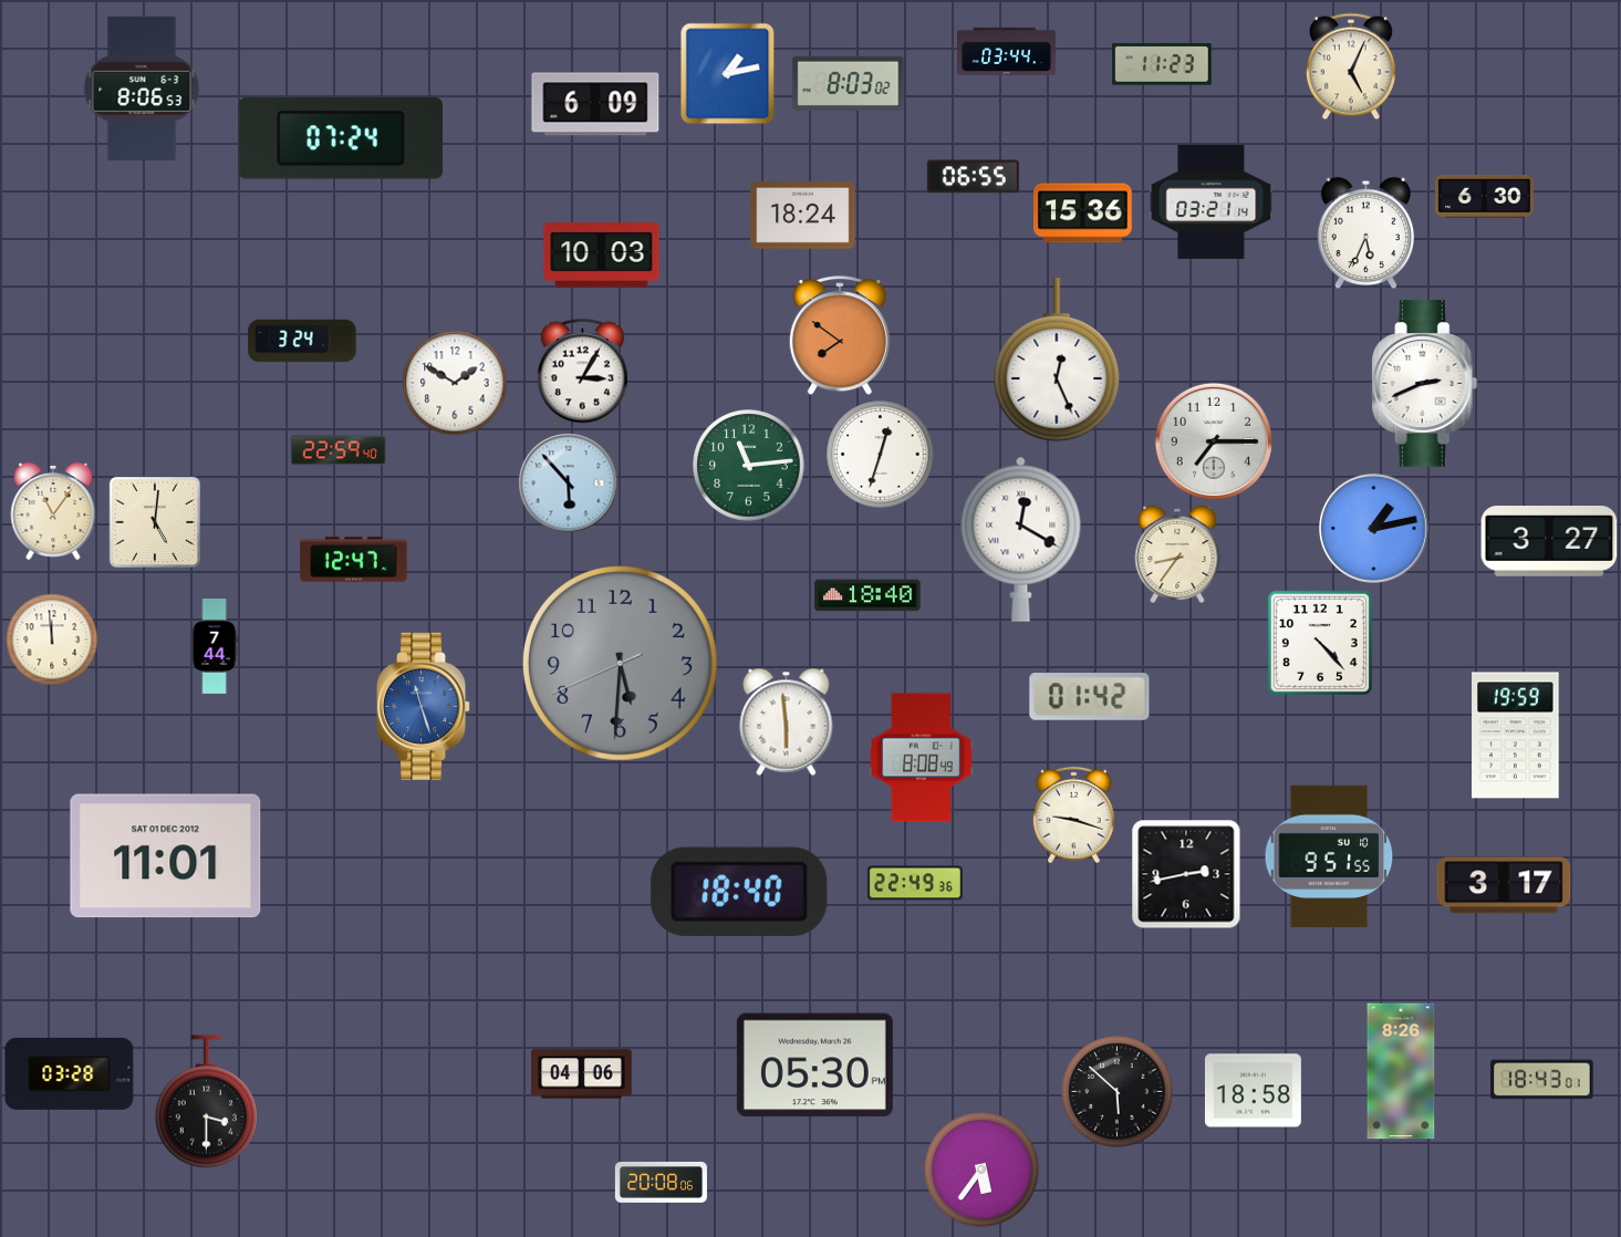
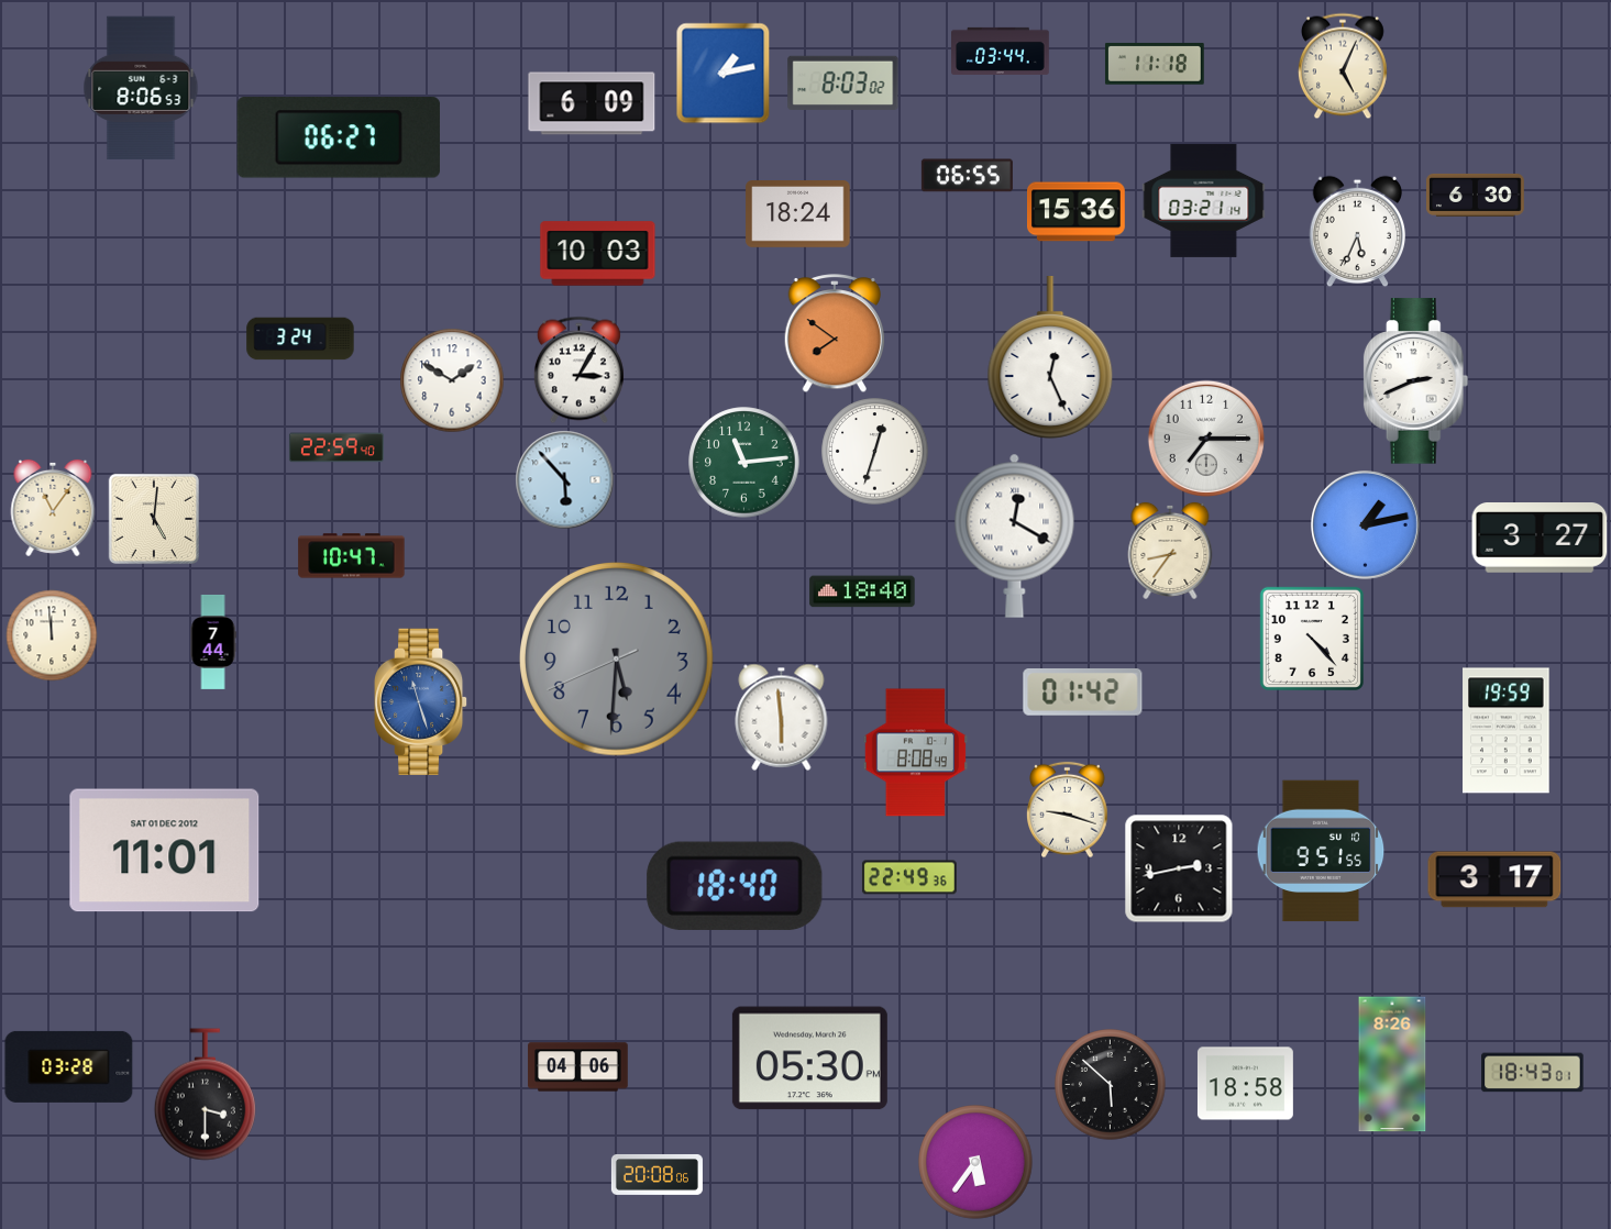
clock at (1162, 64): 11:23 -> 11:18
clock at (341, 138): 07:24 -> 06:27
clock at (354, 560): 12:47 -> 10:47
